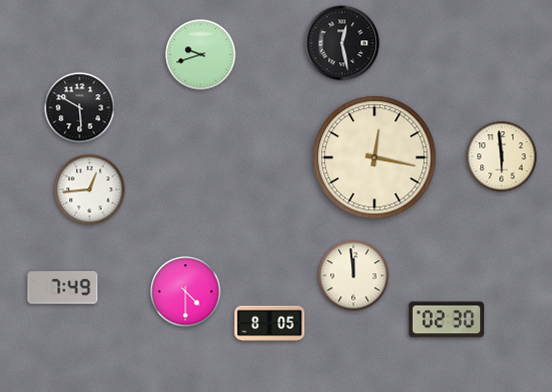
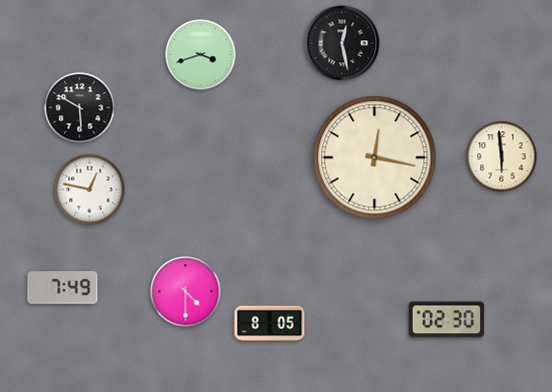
clock at (201, 55): 9:42 -> 3:42
clock at (90, 190): 12:44 -> 12:47
clock at (354, 276): 11:59 -> none
